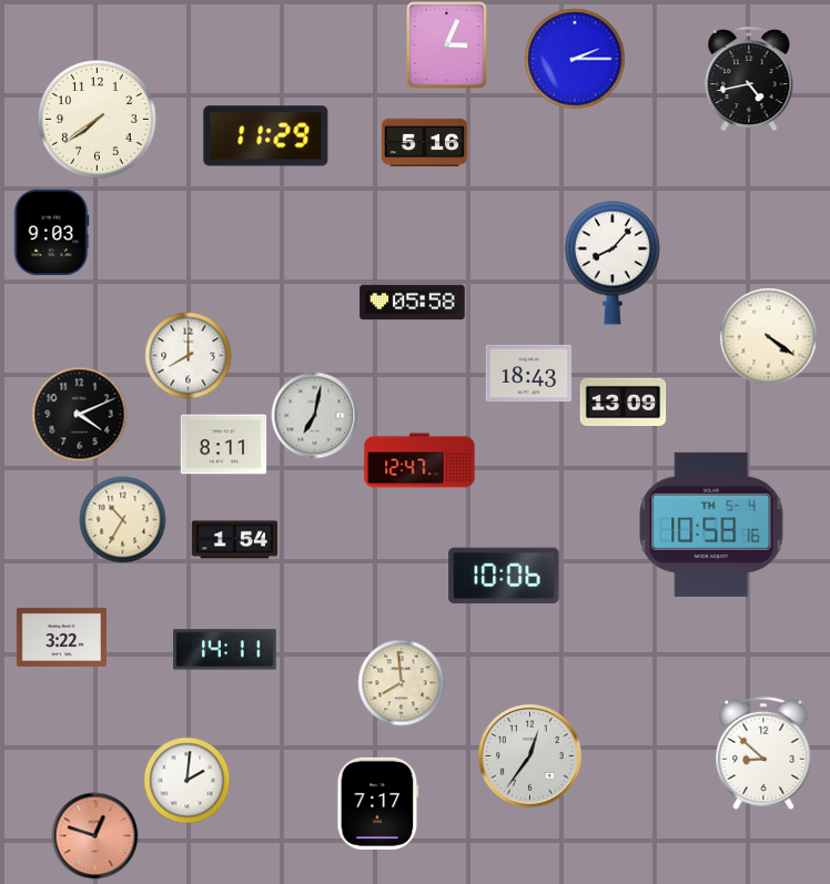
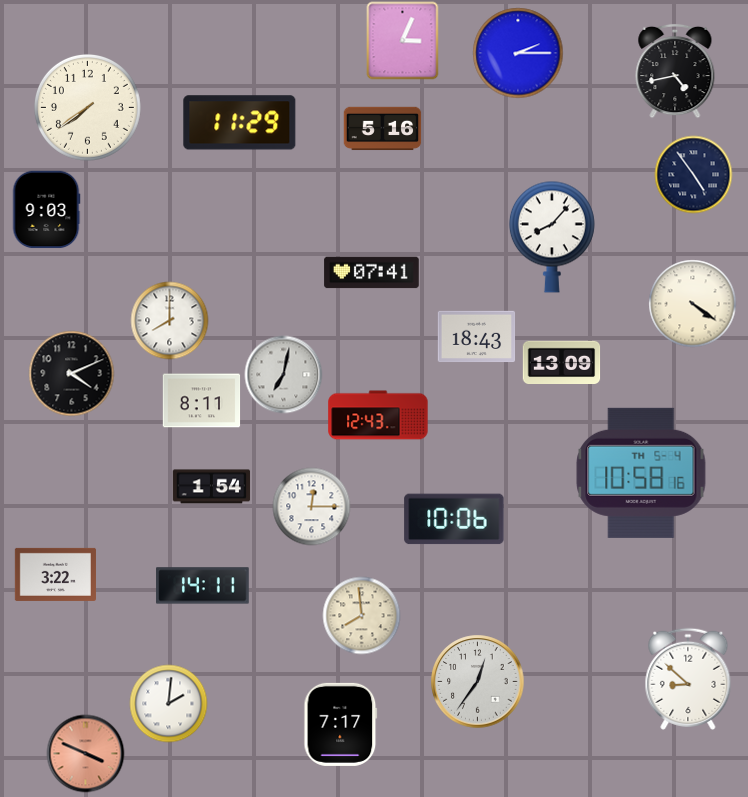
clock at (693, 174): none -> 4:54
clock at (413, 303): 05:58 -> 07:41
clock at (419, 460): 12:47 -> 12:43
clock at (122, 519): 10:35 -> none
clock at (311, 506): none -> 12:15
clock at (94, 835): 12:48 -> 3:49
